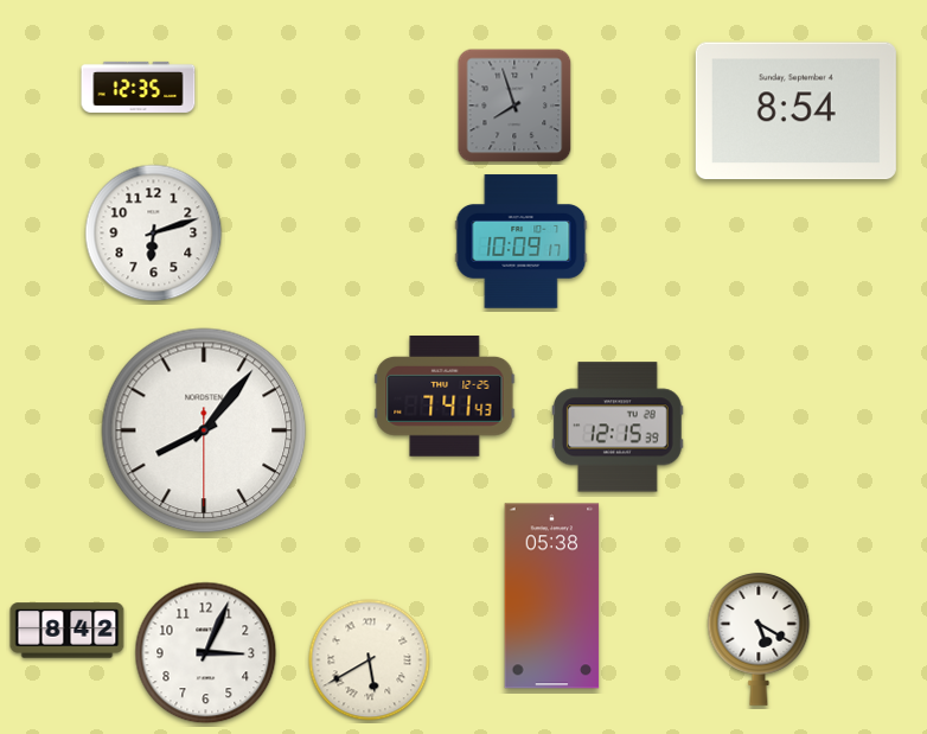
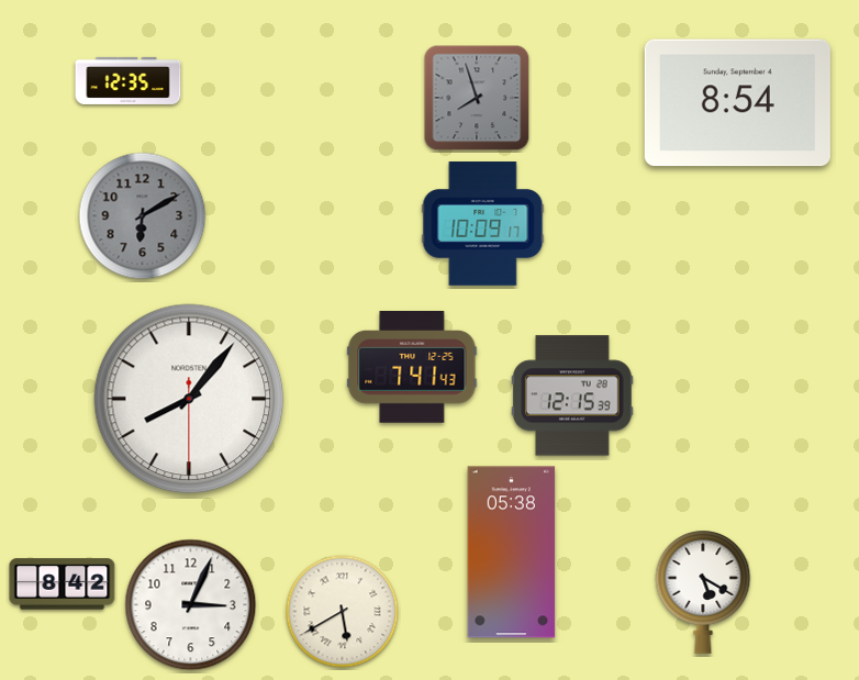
clock at (154, 234): 6:12 -> 6:10
clock at (154, 234) dial: white -> grey
